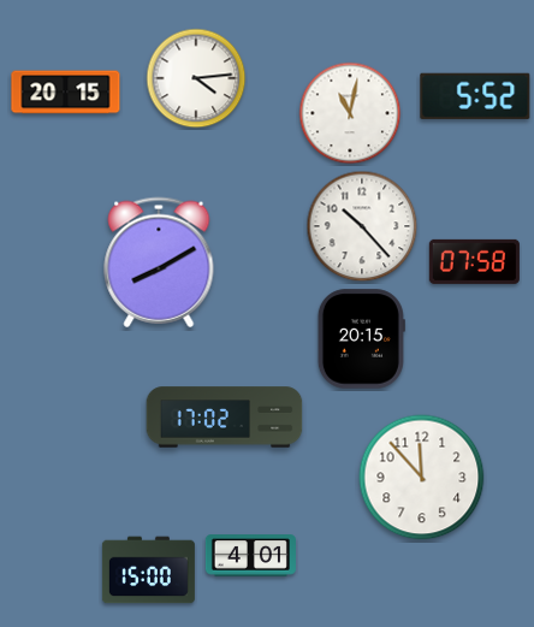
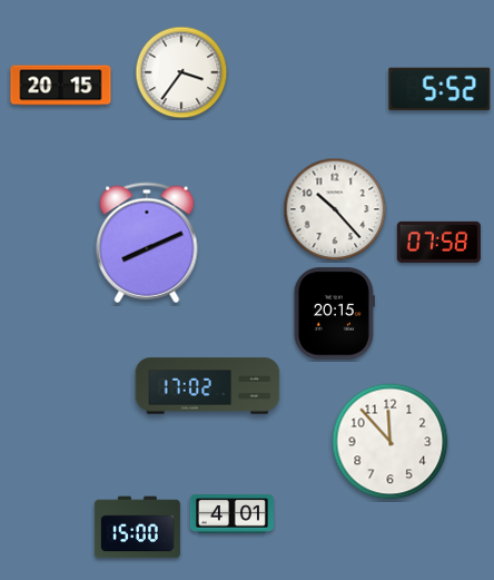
clock at (196, 78): 4:14 -> 3:36
clock at (350, 113): 11:02 -> none
clock at (159, 262): 8:10 -> 8:11
